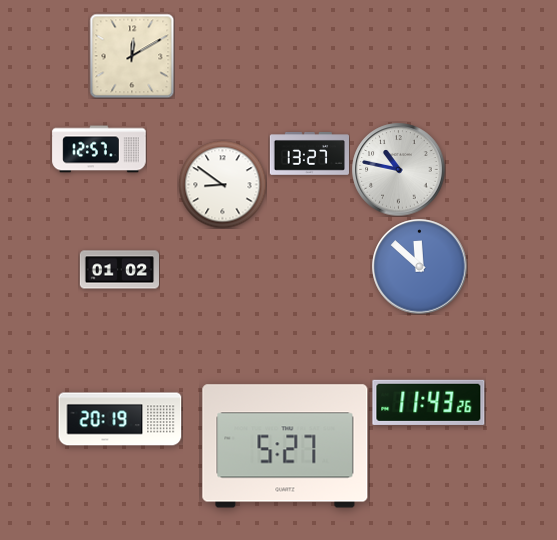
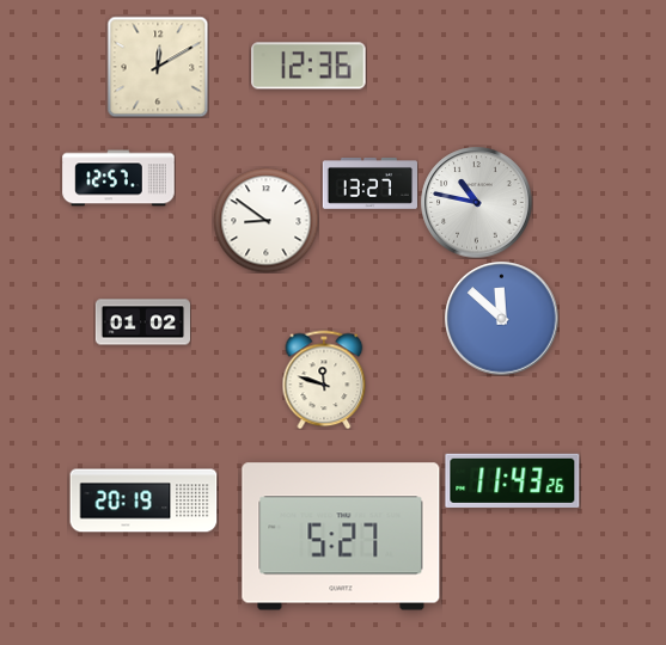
clock at (308, 66): none -> 12:36
clock at (324, 380): none -> 11:48
clock at (285, 446) position: (285, 446) -> (341, 536)
